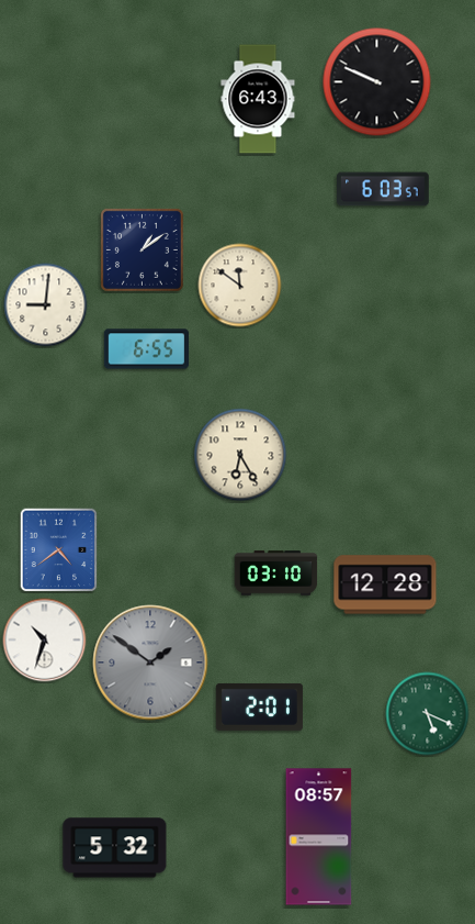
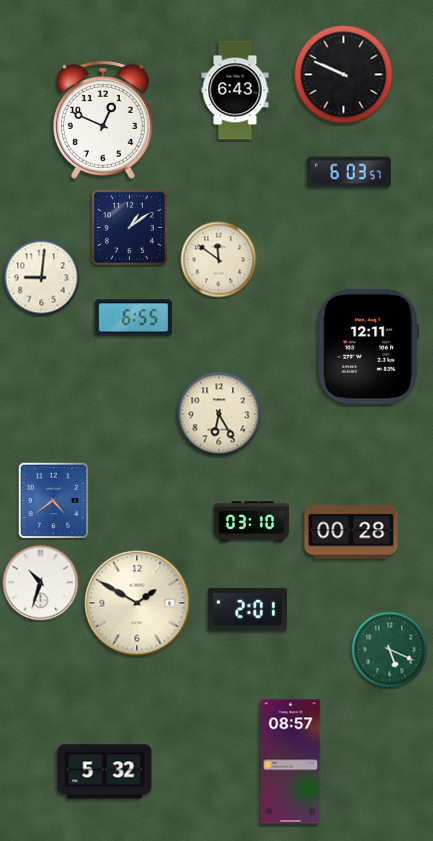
clock at (103, 121): none -> 12:49
clock at (369, 346): none -> 12:11
clock at (385, 585): 12:28 -> 00:28
clock at (150, 663): 1:51 -> 1:50
clock at (150, 663) dial: grey -> cream
clock at (259, 706) position: (259, 706) -> (247, 609)
